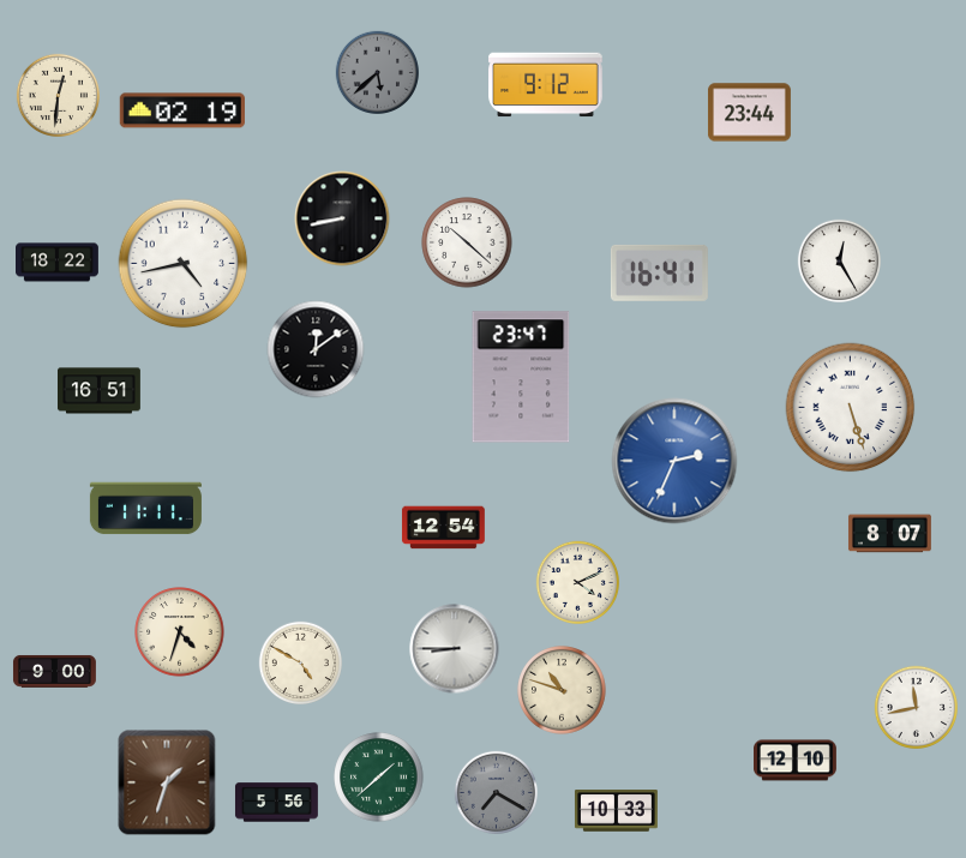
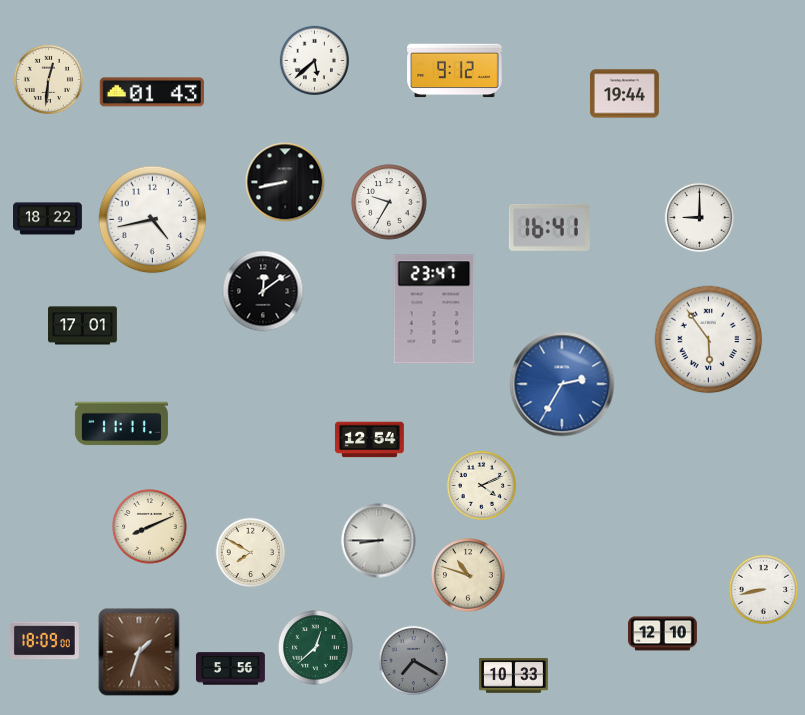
clock at (377, 72) dial: grey -> white
clock at (182, 110): 02:19 -> 01:43
clock at (749, 113): 23:44 -> 19:44
clock at (467, 242): 10:22 -> 9:35
clock at (839, 260): 12:25 -> 9:00
clock at (521, 377) position: (521, 377) -> (434, 309)
clock at (100, 391): 16:51 -> 17:01
clock at (851, 408): 5:27 -> 5:54
clock at (674, 461): 2:34 -> 2:35
clock at (889, 534): 8:07 -> none
clock at (180, 632): 4:33 -> 8:11
clock at (300, 662): 4:50 -> 7:50
clock at (54, 672): 9:00 -> none
clock at (916, 707): 11:43 -> 8:43
clock at (44, 641): none -> 18:09
clock at (379, 778): 1:38 -> 12:38
